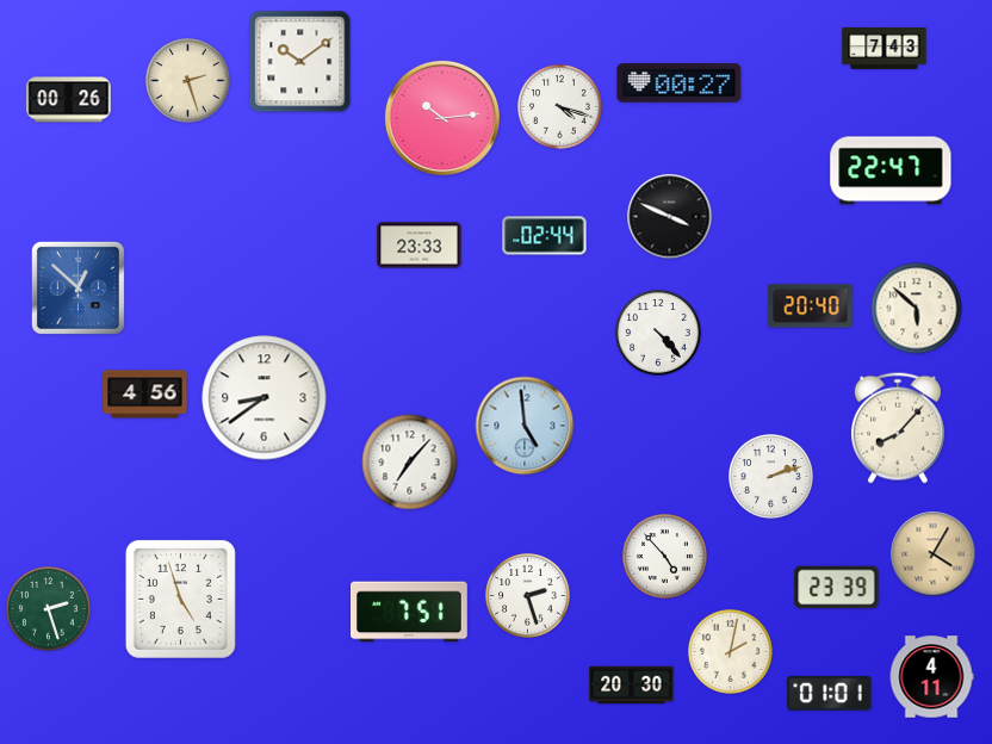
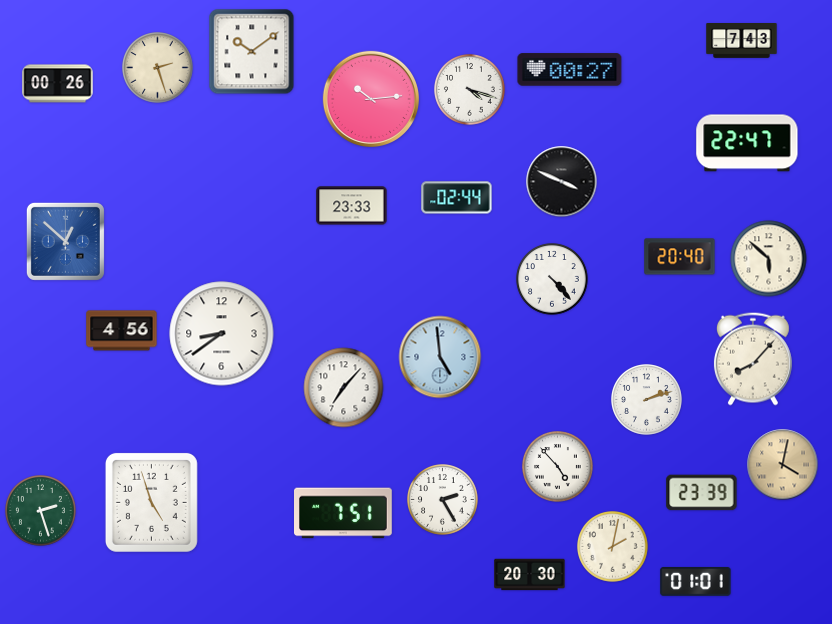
clock at (934, 554): 4:05 -> 4:02
clock at (528, 596): 2:27 -> 2:25
clock at (931, 677): 4:11 -> none
